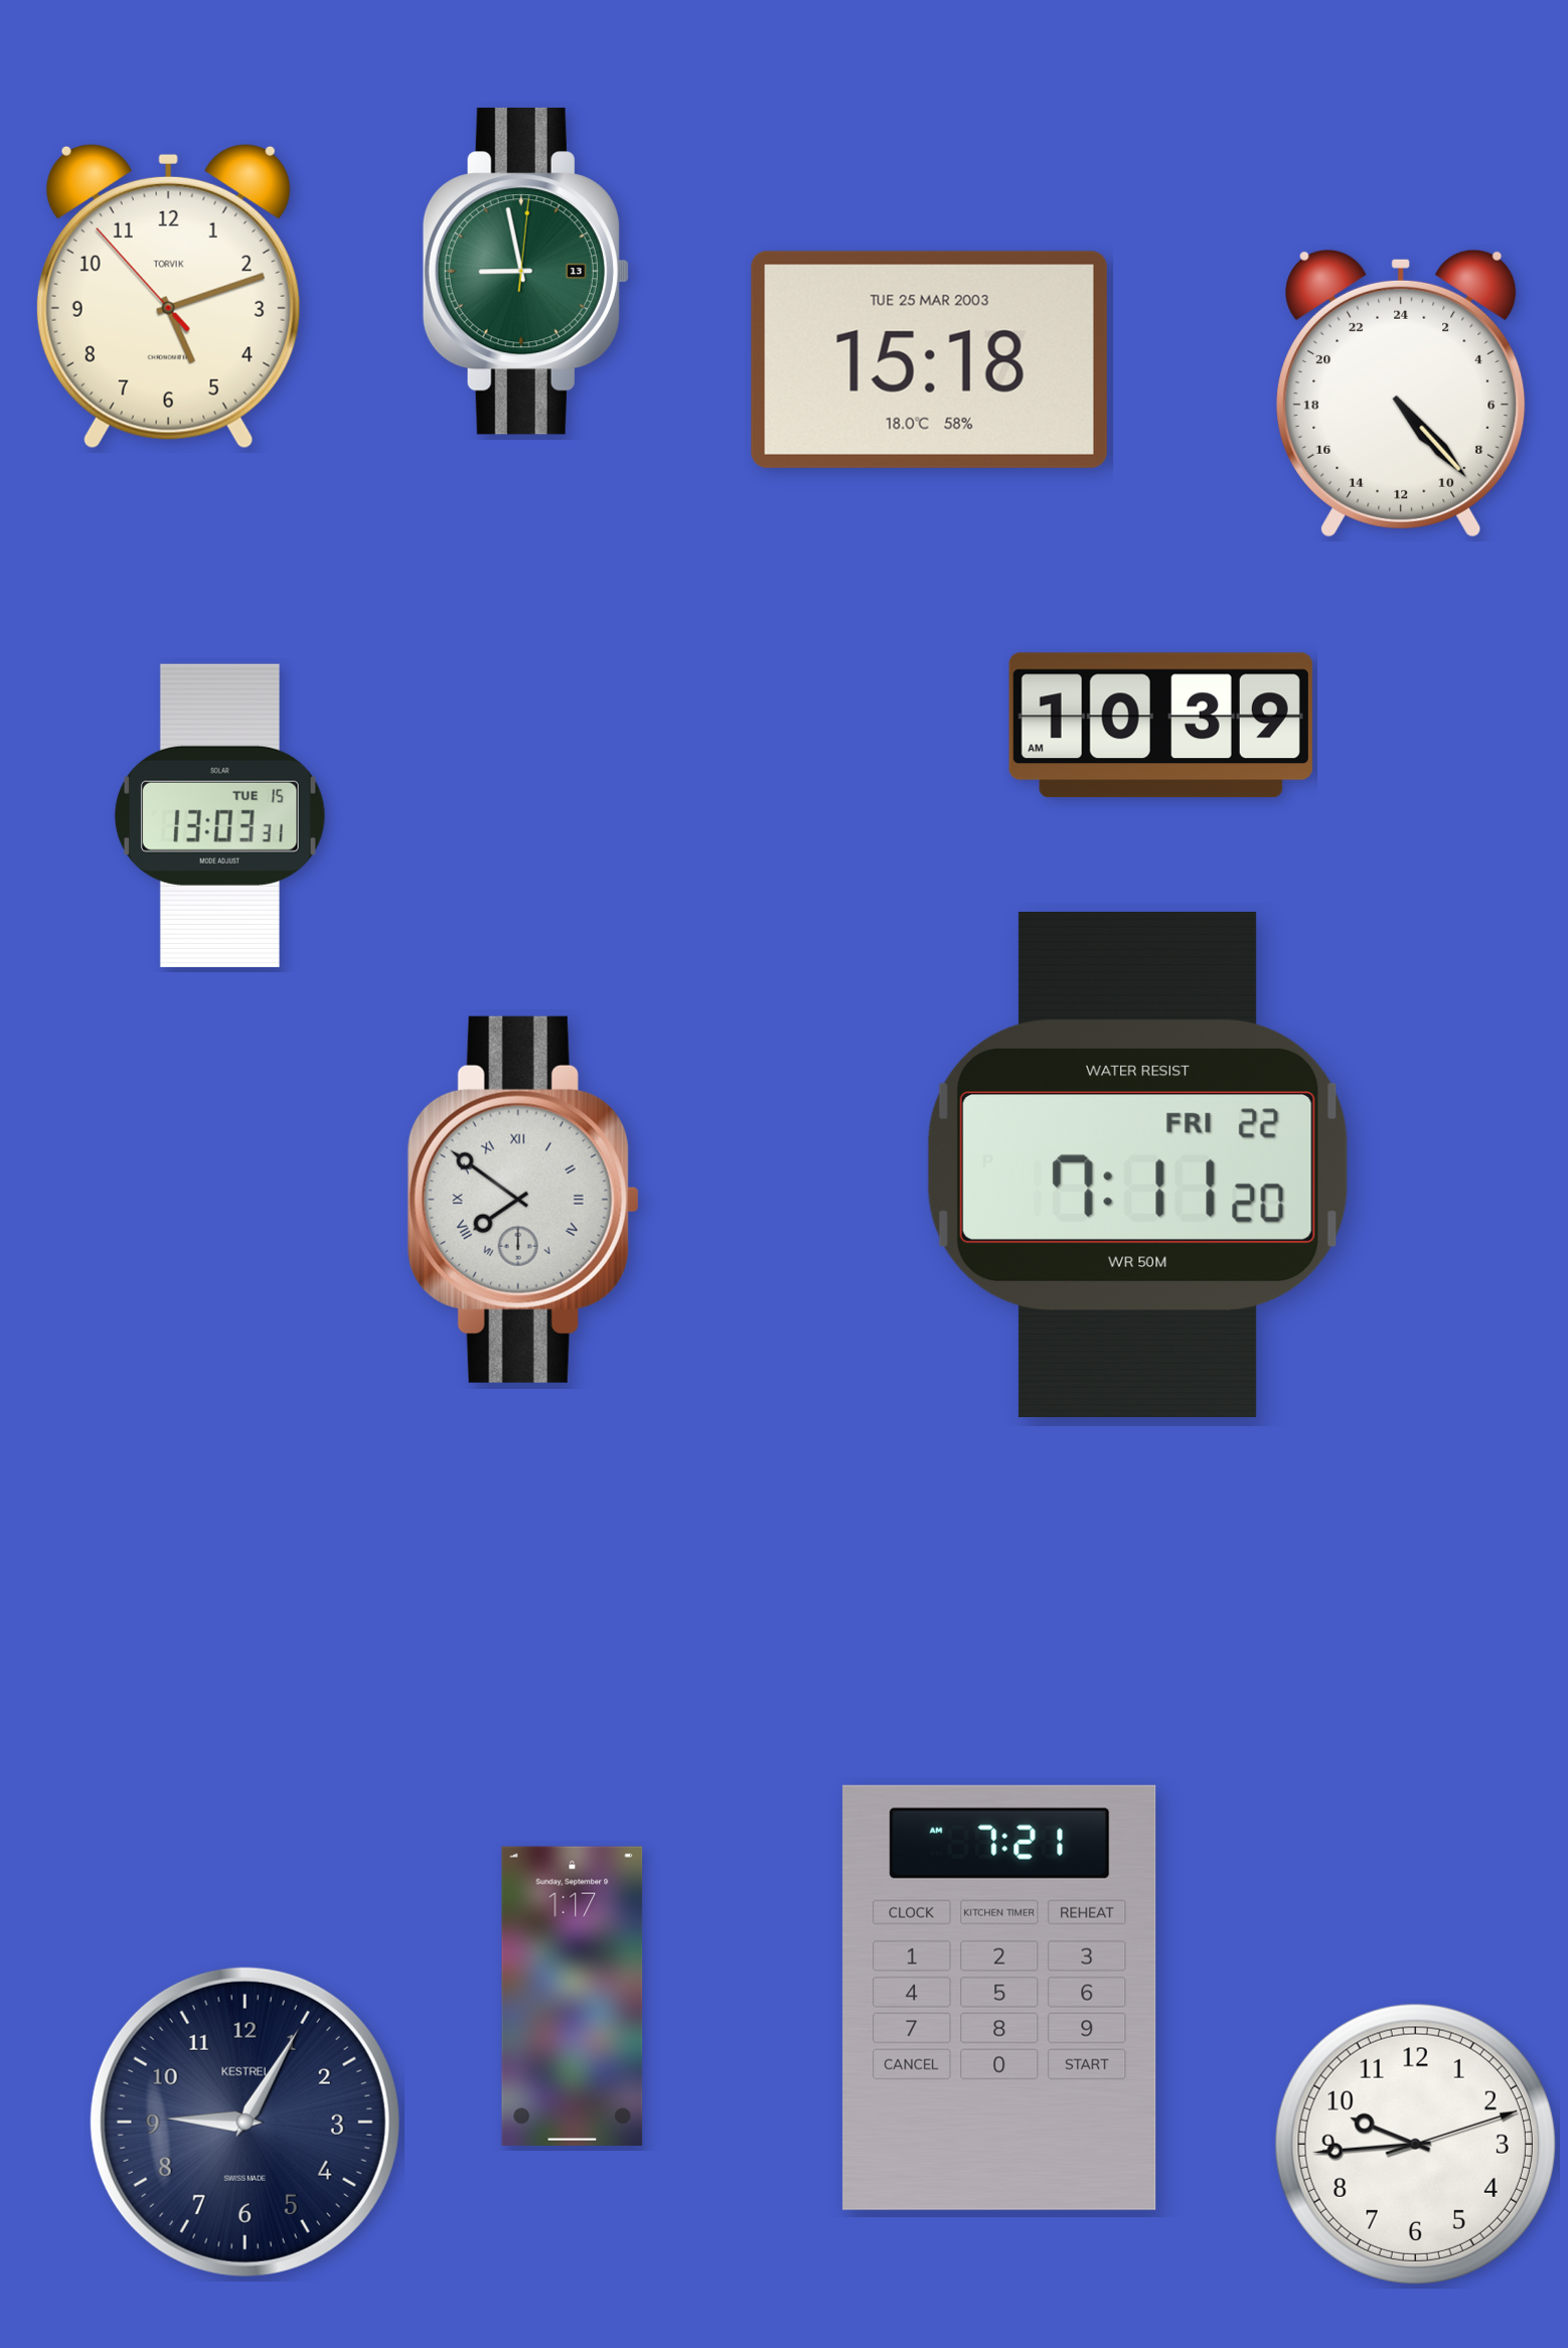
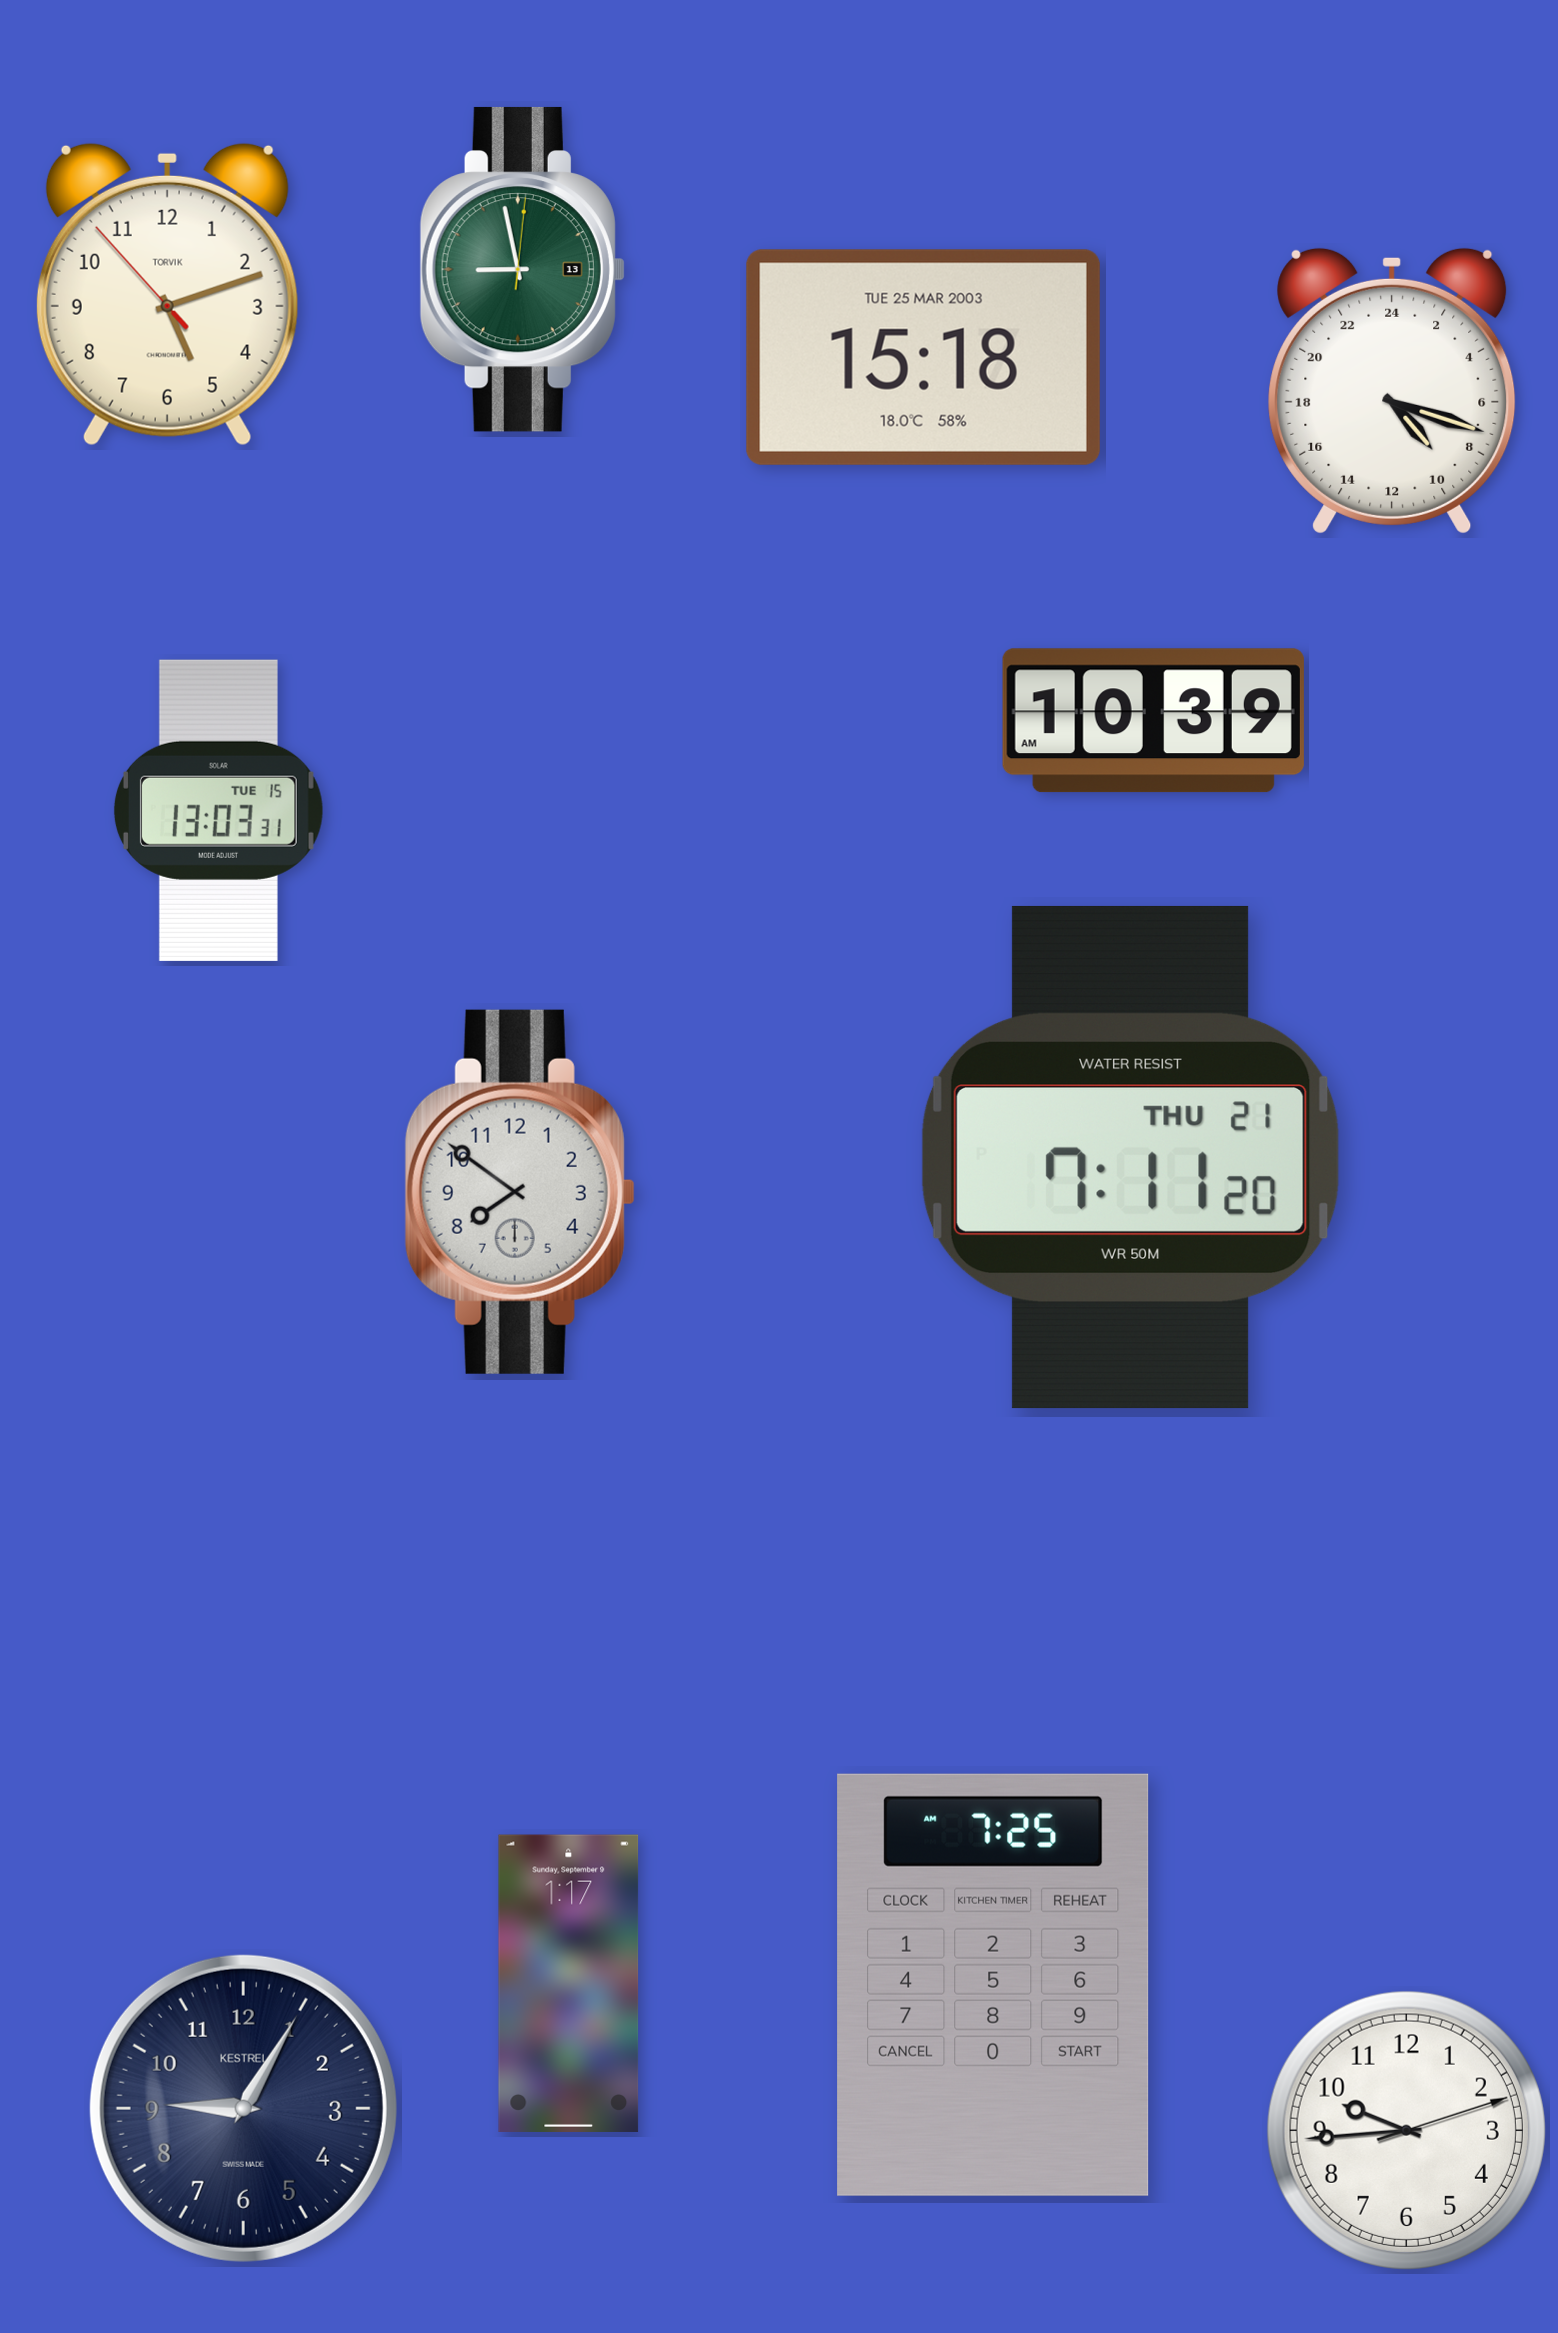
clock at (1401, 394): 9:23 -> 9:18
clock at (1137, 1164) date: FRI 22 -> THU 21
clock at (523, 1200) numerals: Roman -> Arabic
clock at (999, 1998): 7:21 -> 7:25
